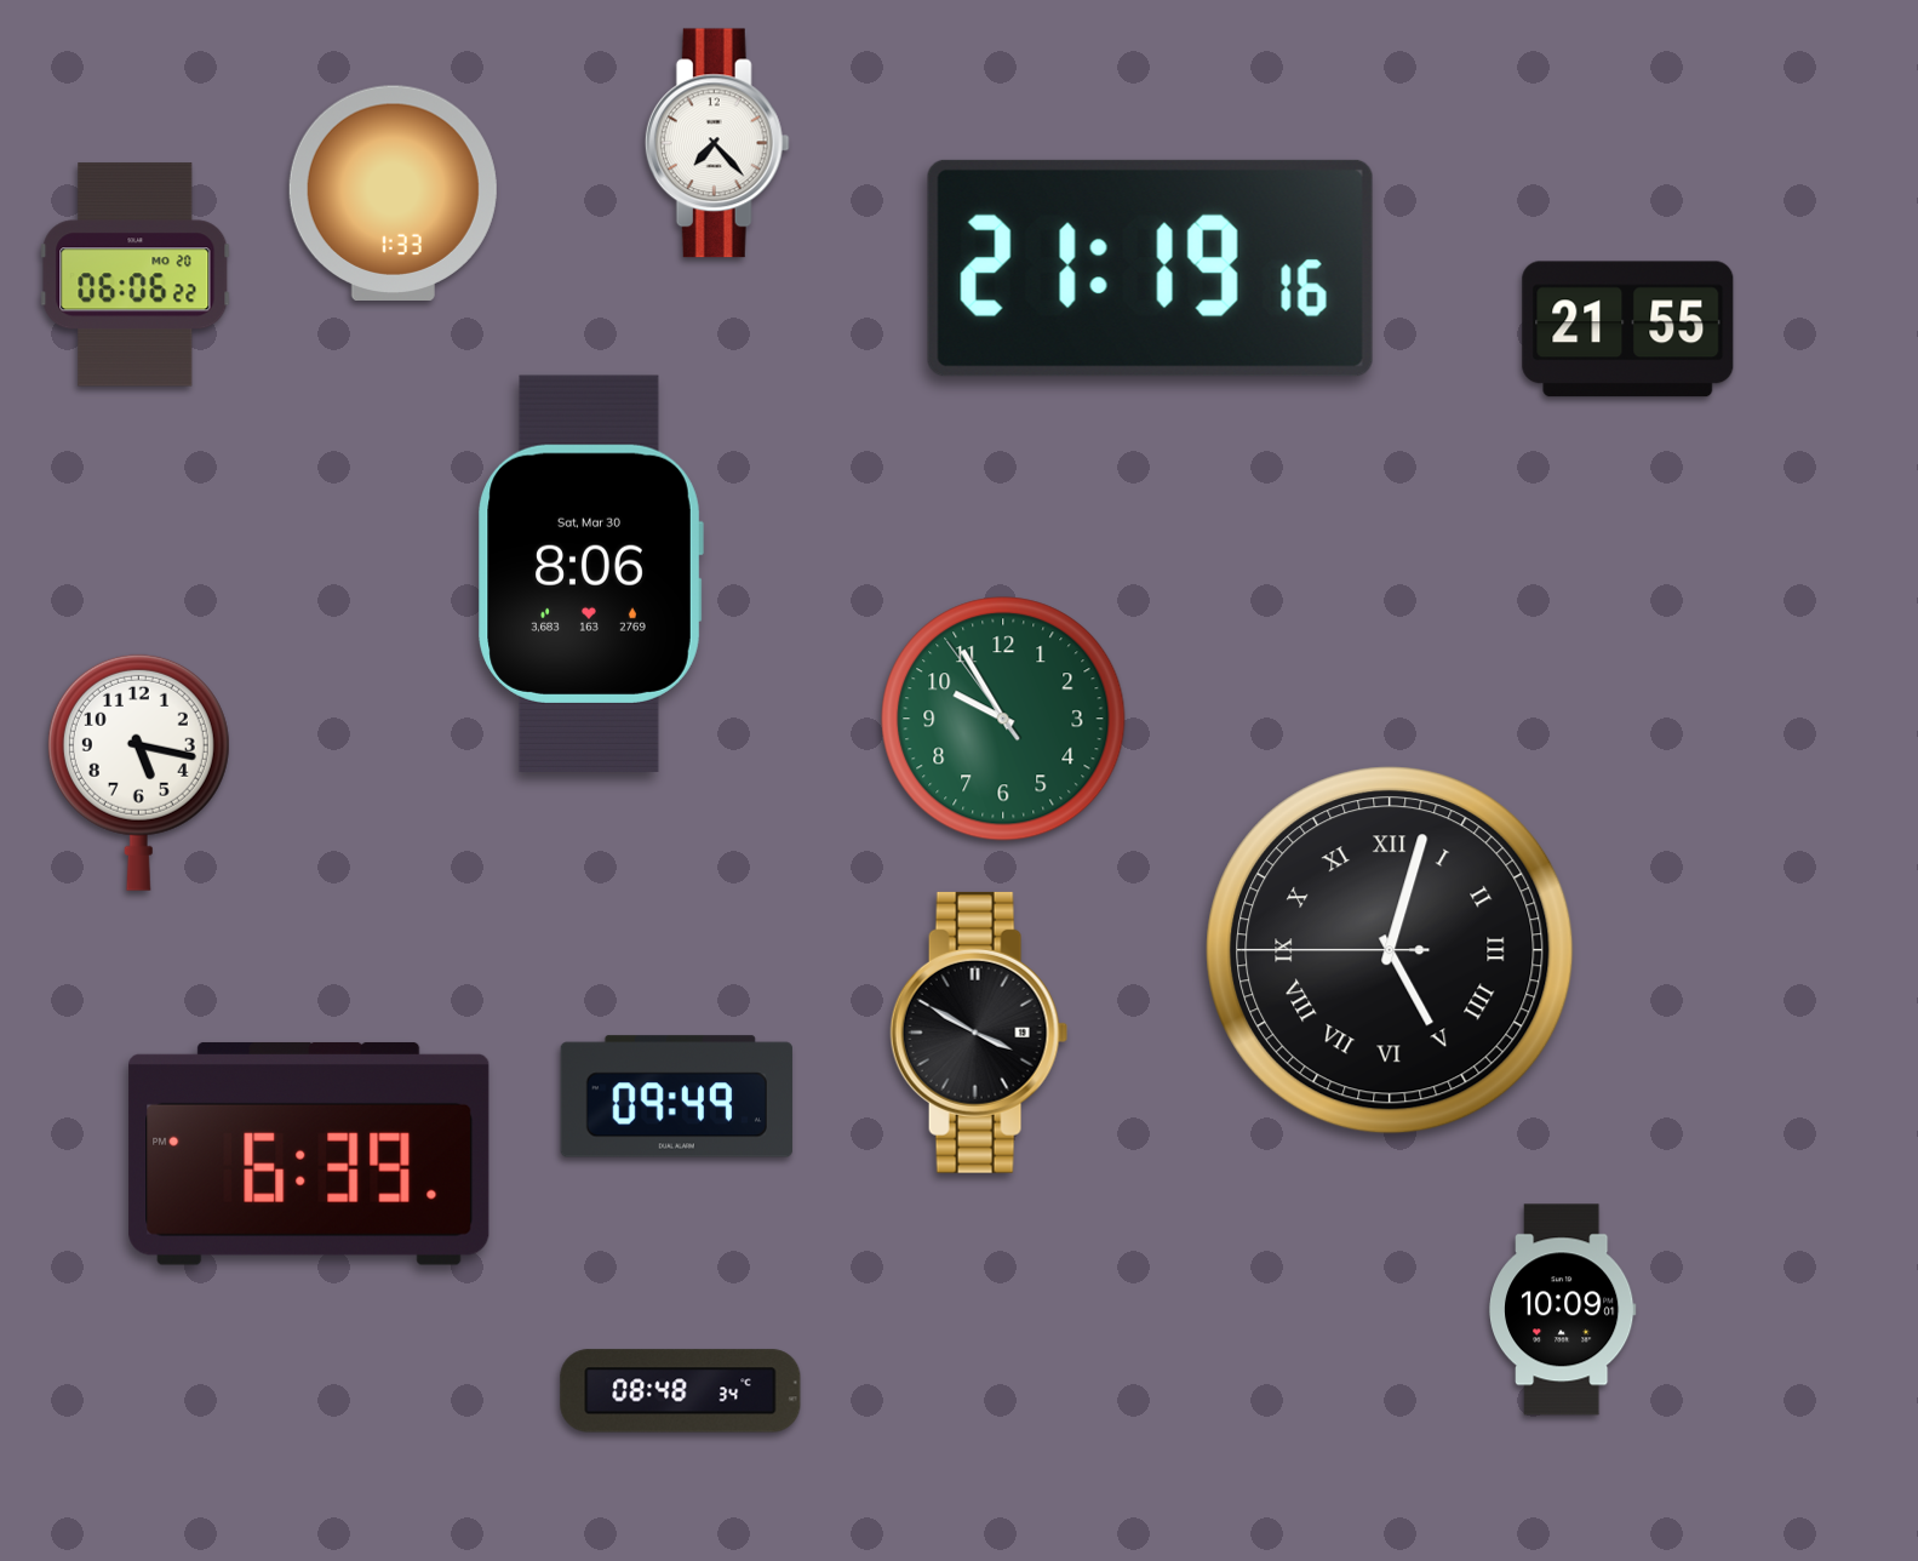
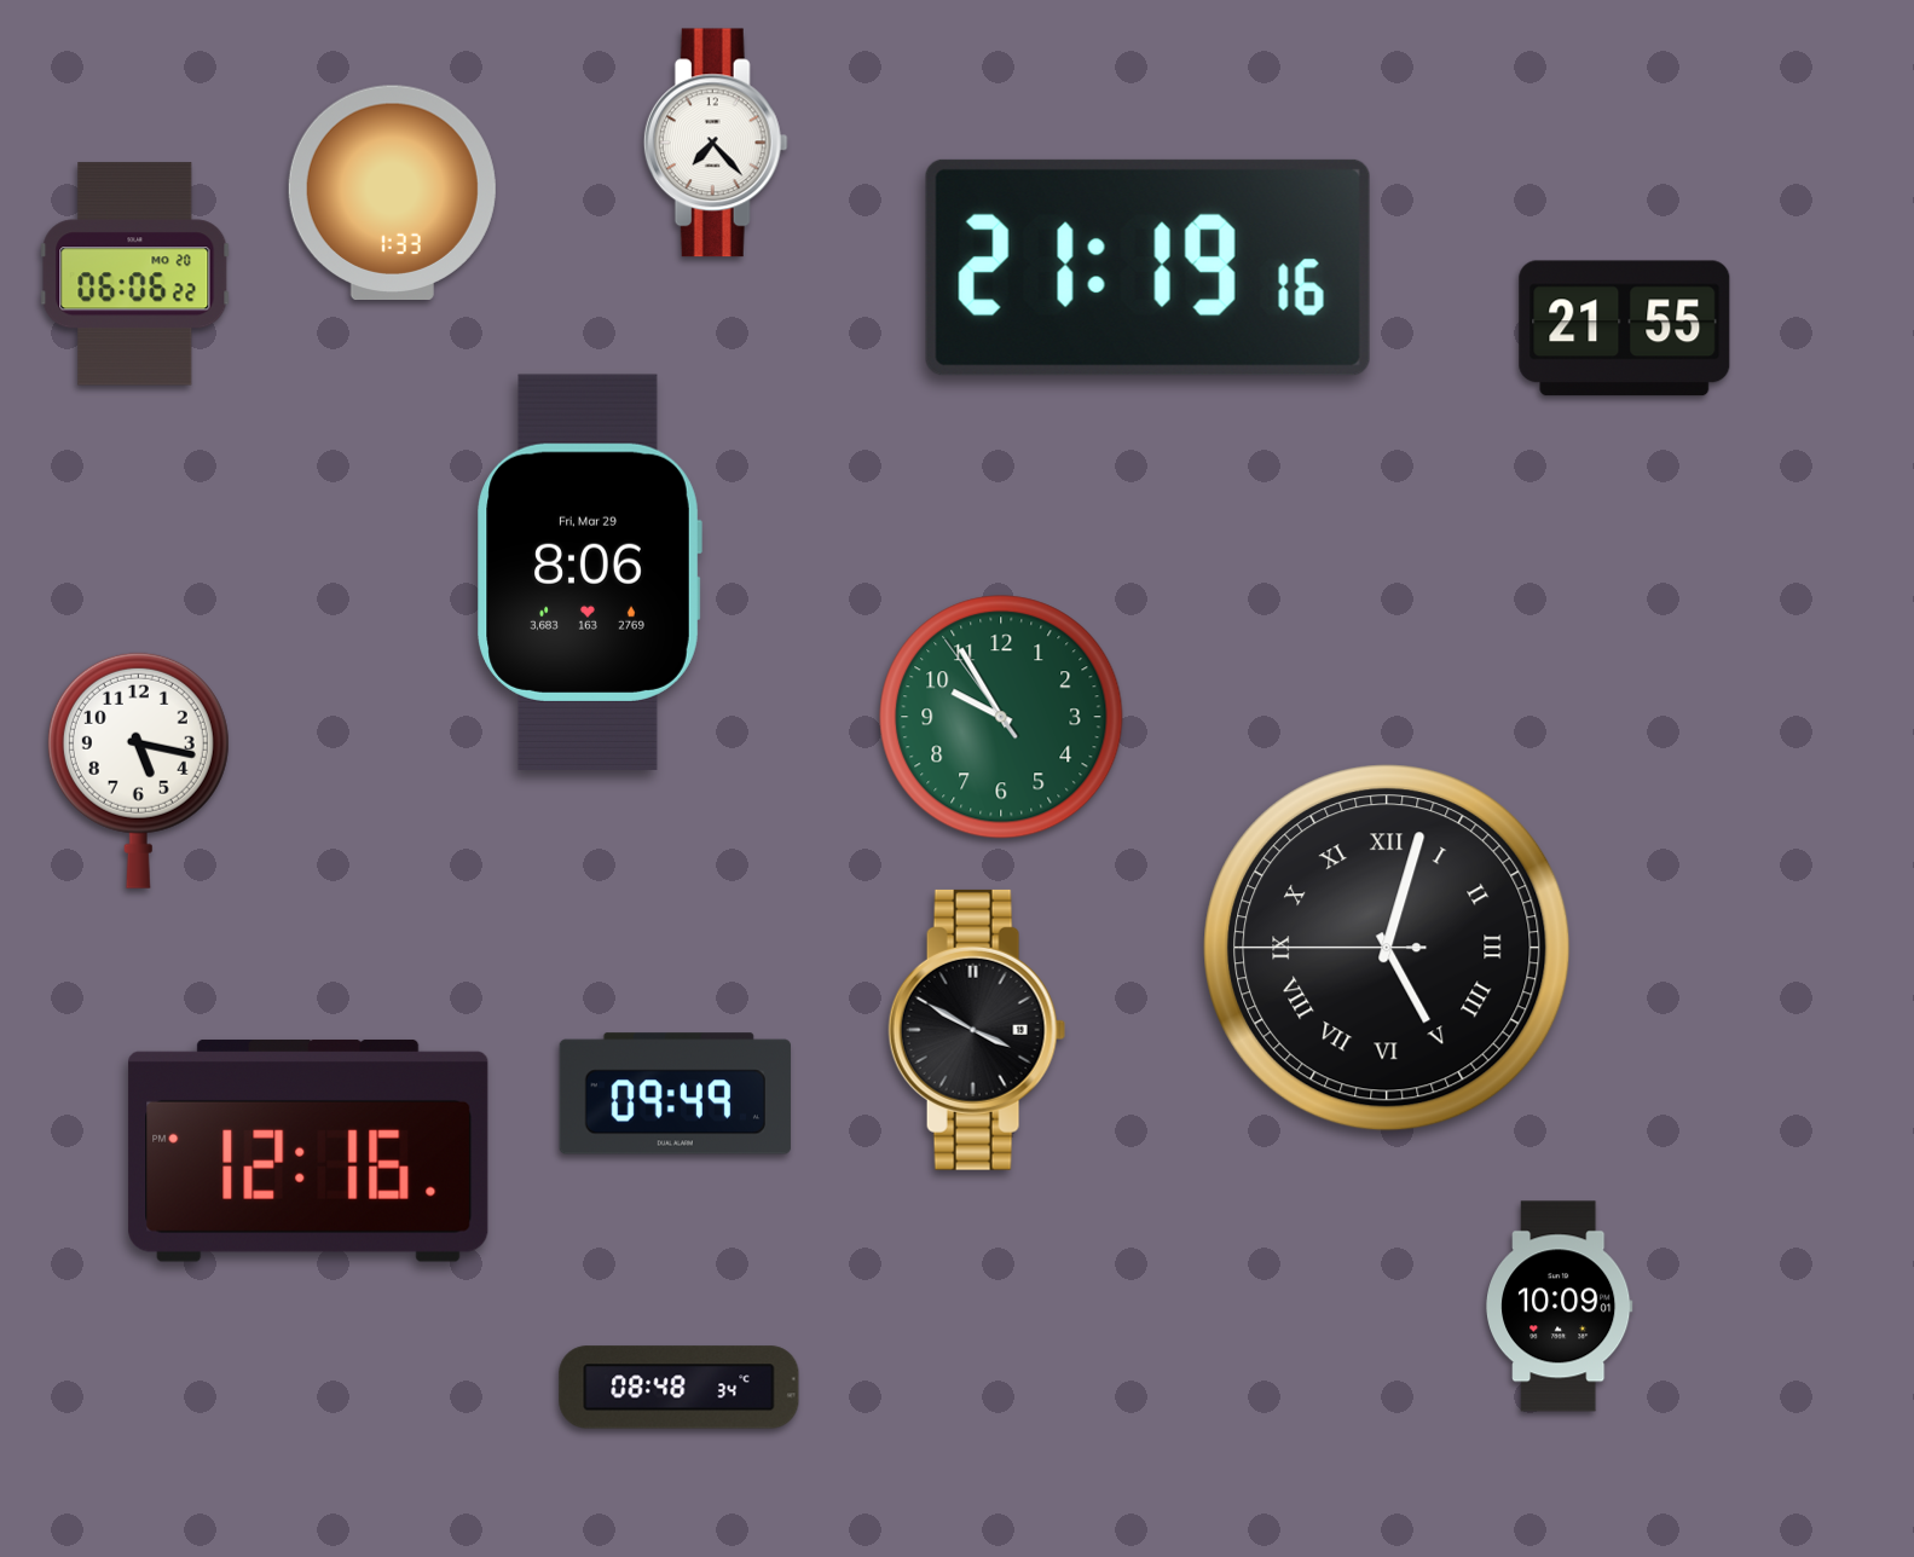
clock at (590, 573) date: Sat, Mar 30 -> Fri, Mar 29
clock at (309, 1154): 6:39 -> 12:16
